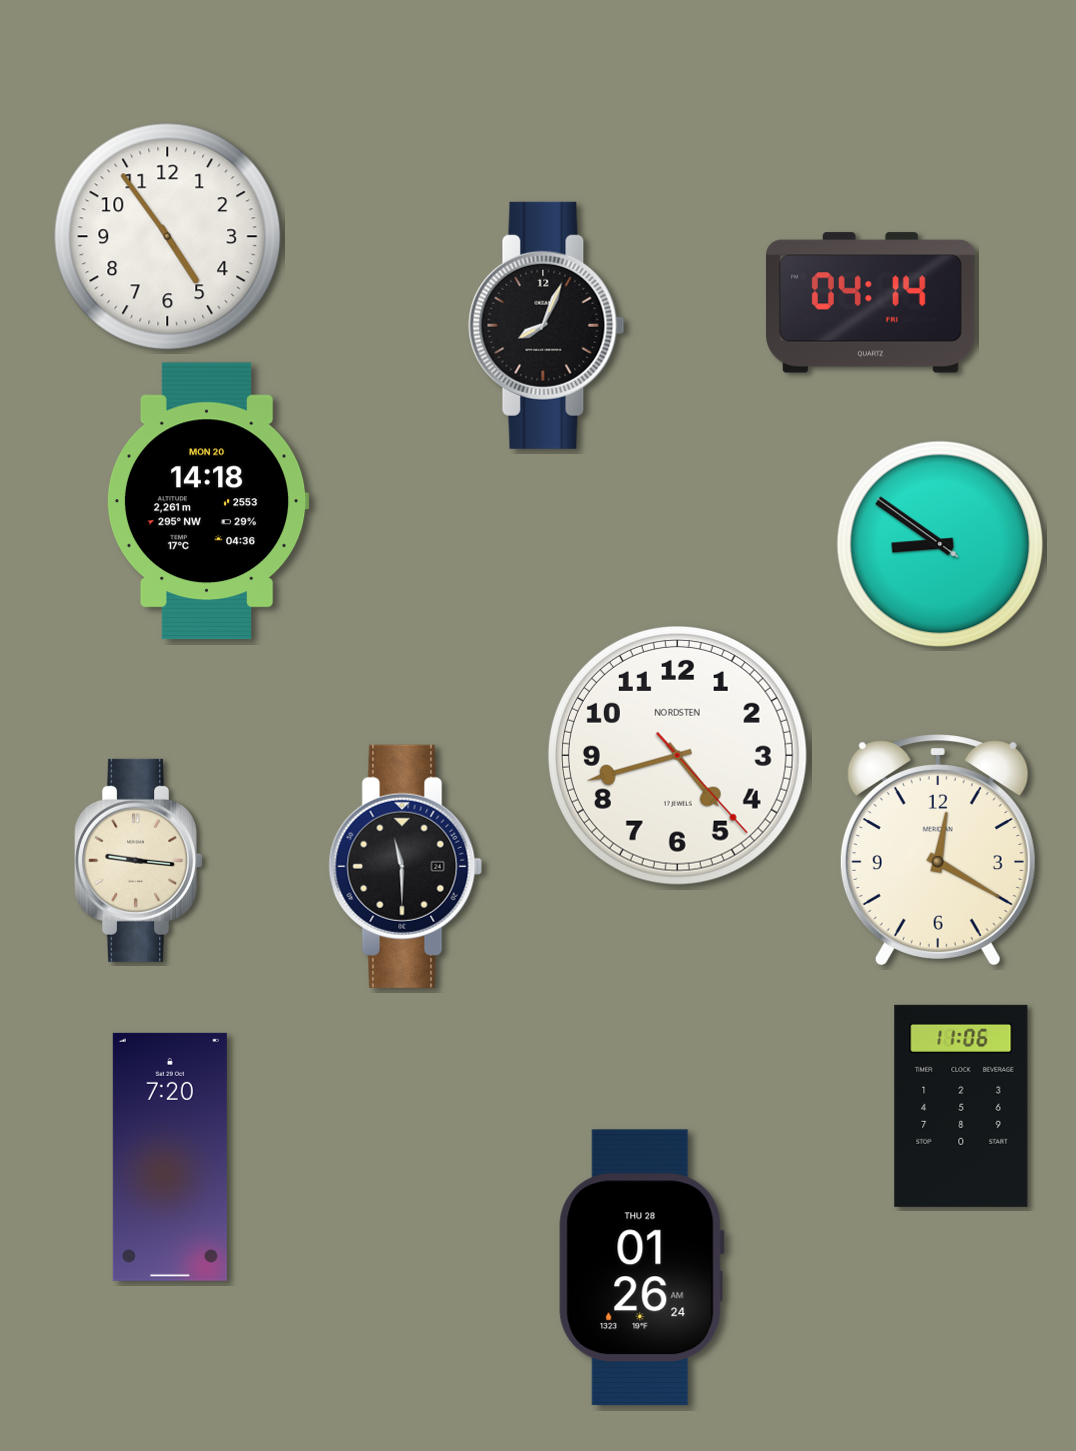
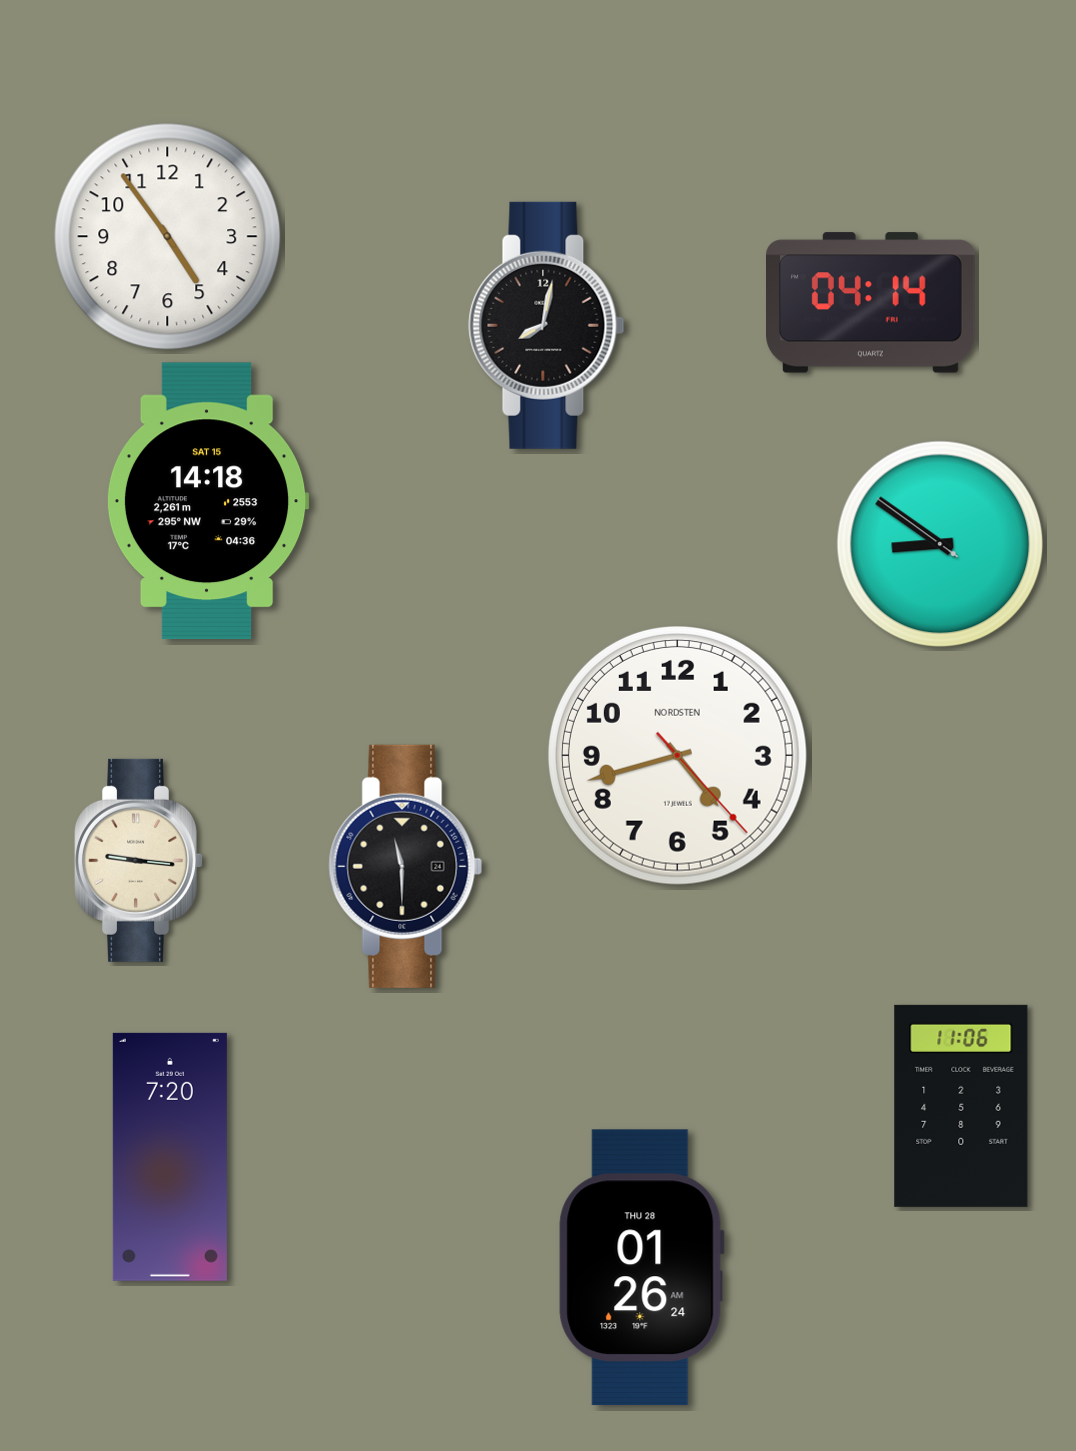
clock at (547, 325): 8:04 -> 8:02
clock at (208, 501) date: MON 20 -> SAT 15
clock at (938, 850): 12:20 -> none
